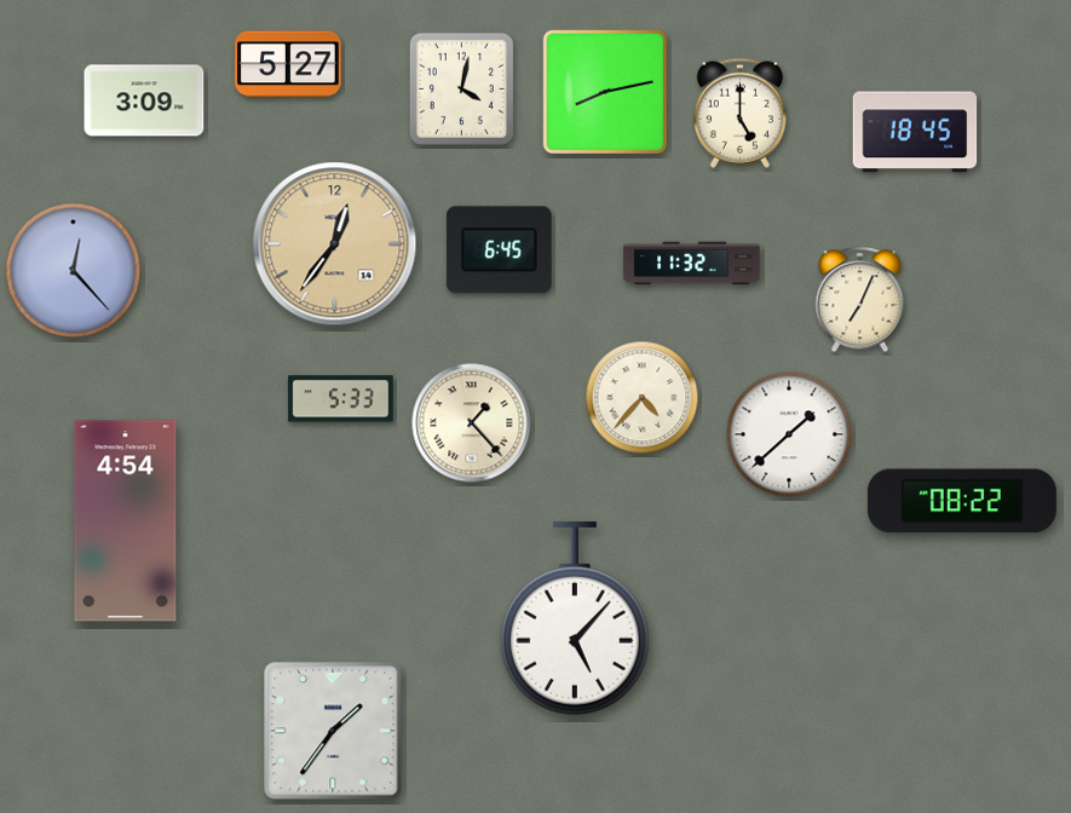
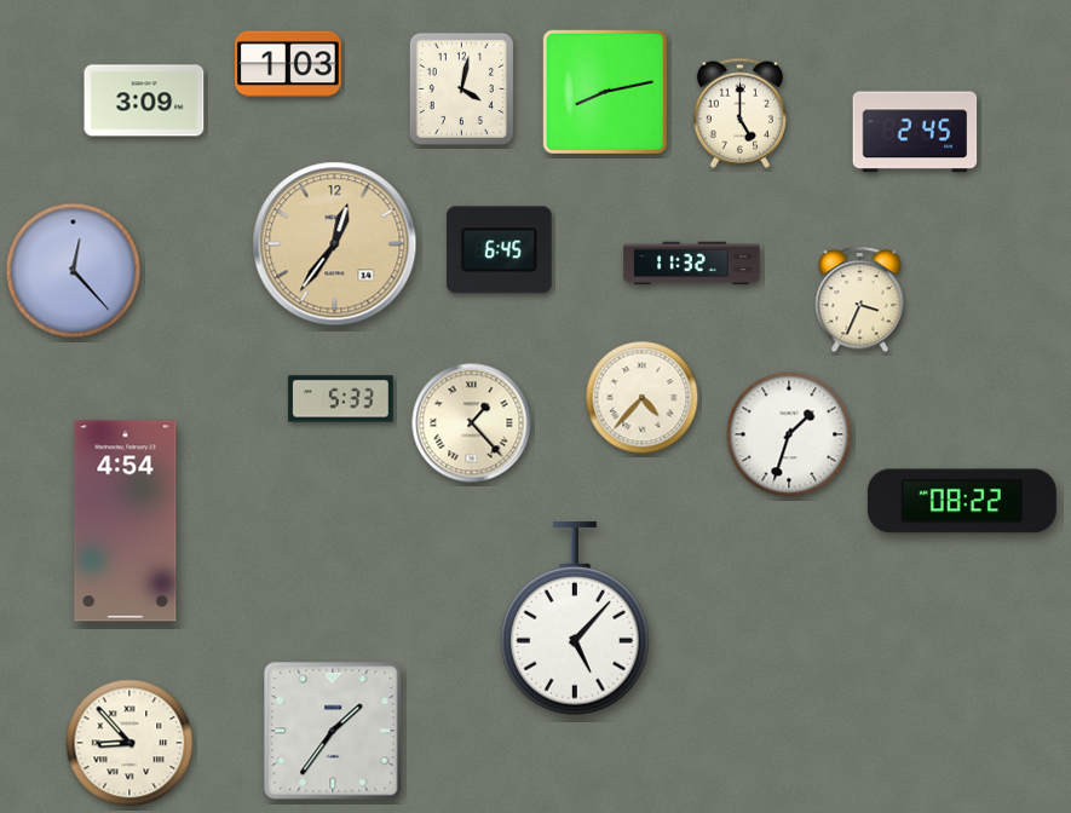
clock at (288, 64): 5:27 -> 1:03
clock at (915, 132): 18:45 -> 2:45
clock at (860, 300): 7:04 -> 3:34
clock at (789, 434): 1:38 -> 1:33
clock at (129, 743): none -> 8:53
